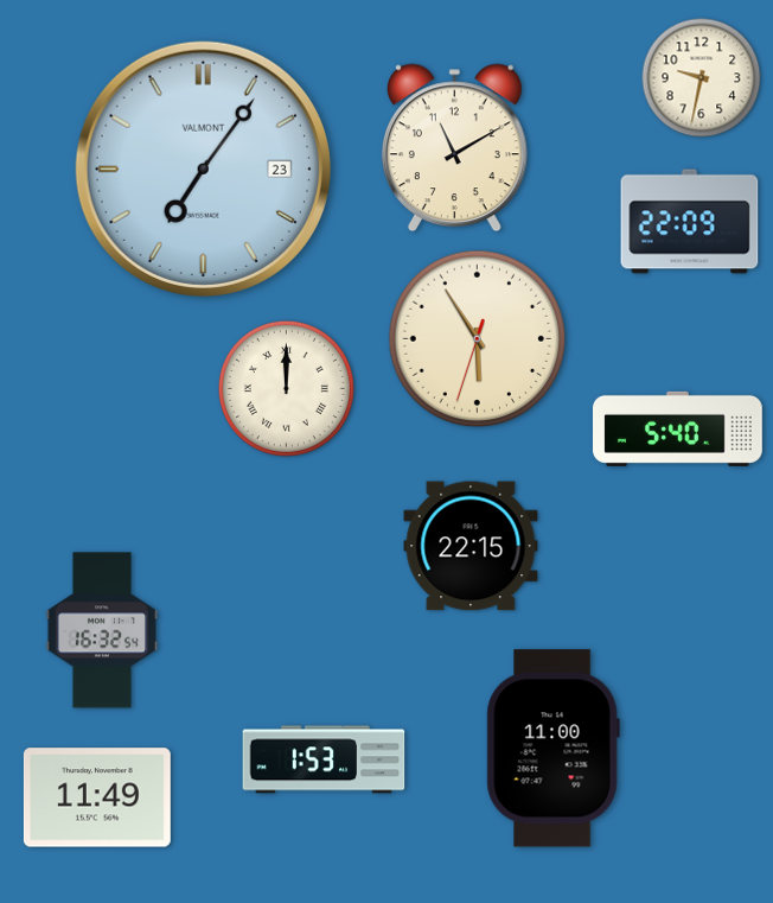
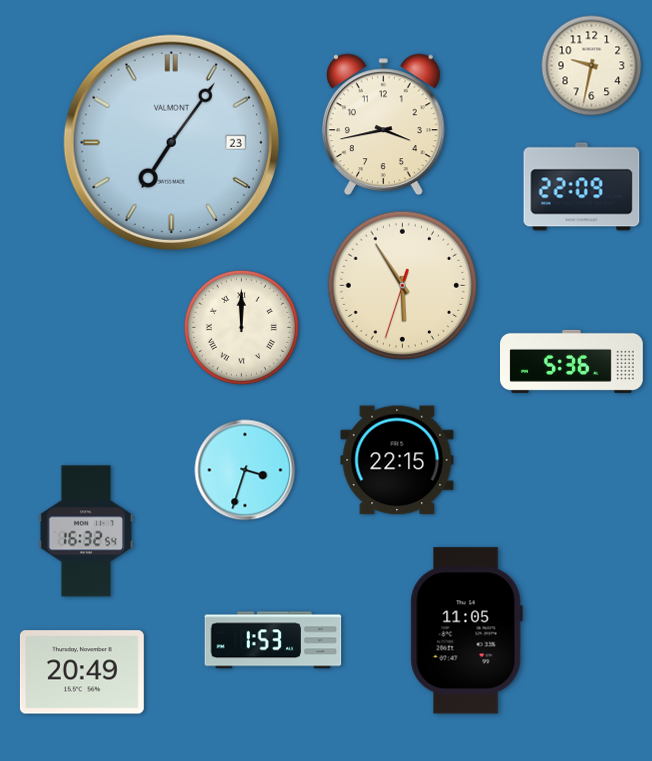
clock at (454, 148): 11:10 -> 3:43
clock at (678, 428): 5:40 -> 5:36
clock at (245, 470): none -> 3:33
clock at (552, 749): 11:00 -> 11:05
clock at (97, 797): 11:49 -> 20:49
